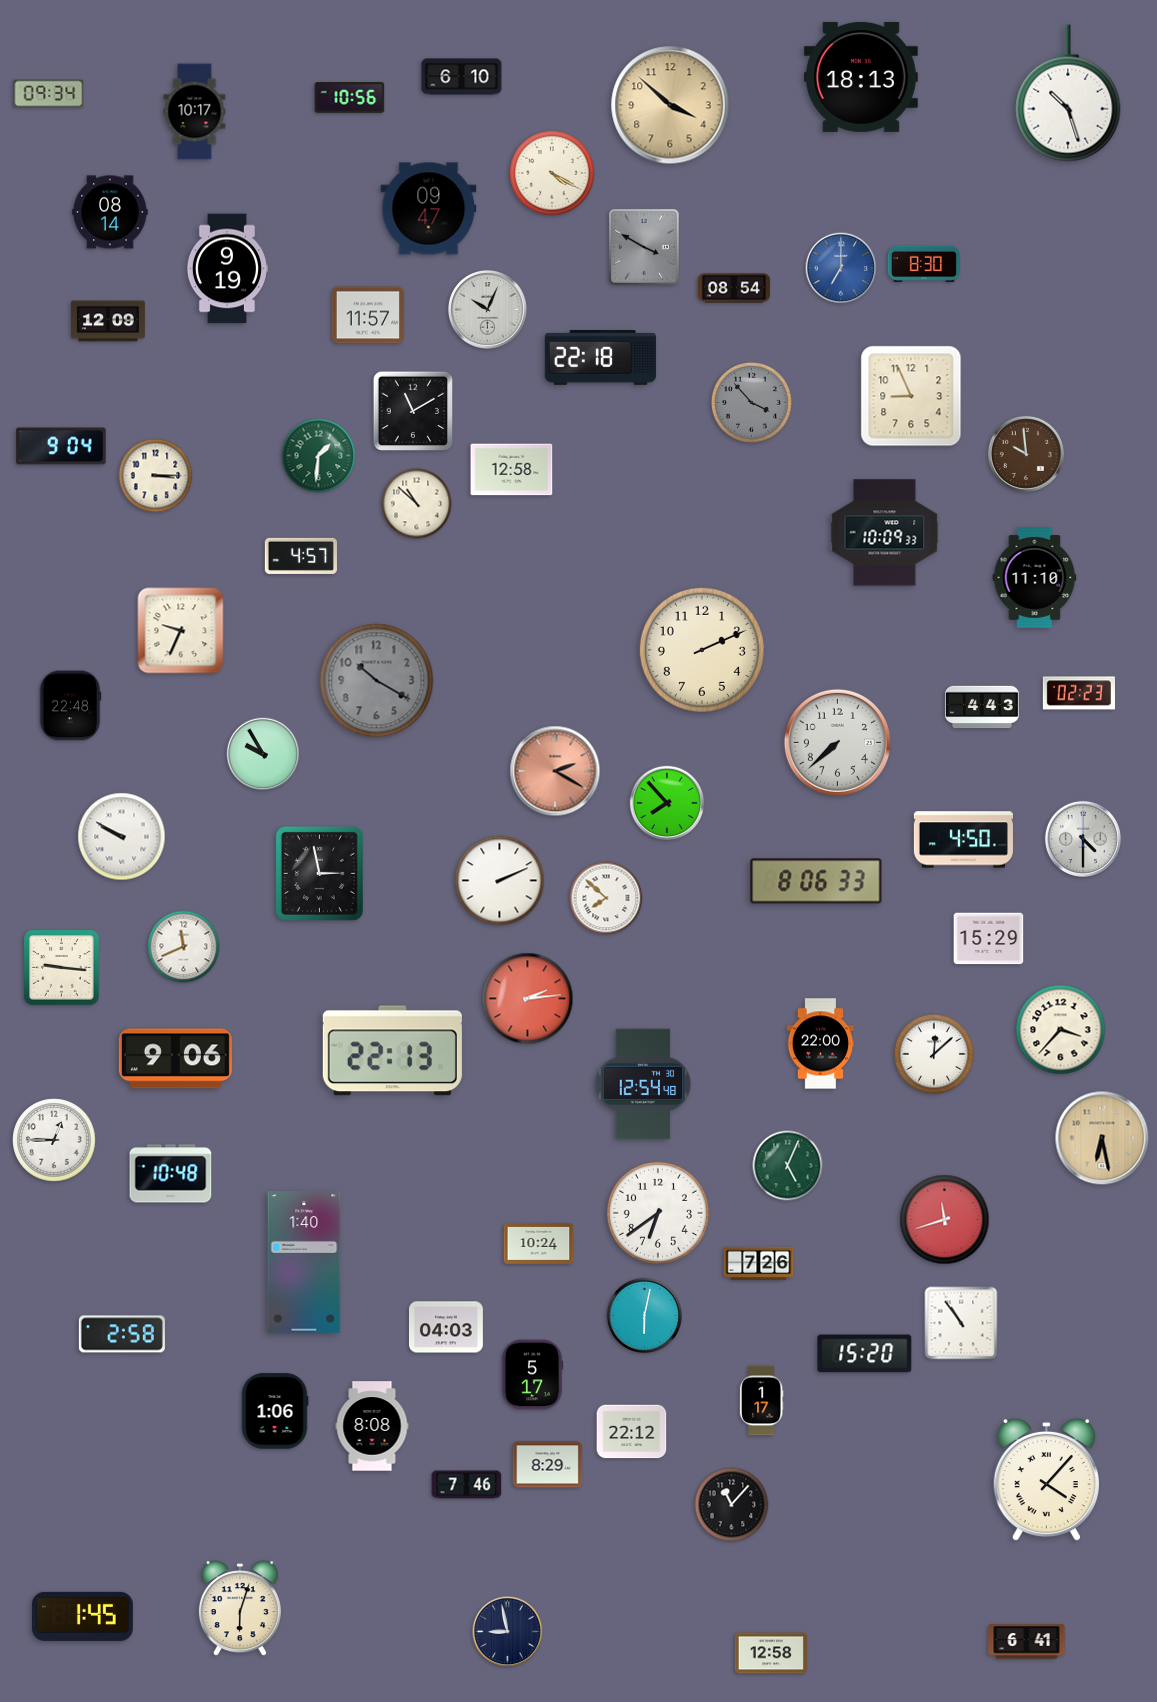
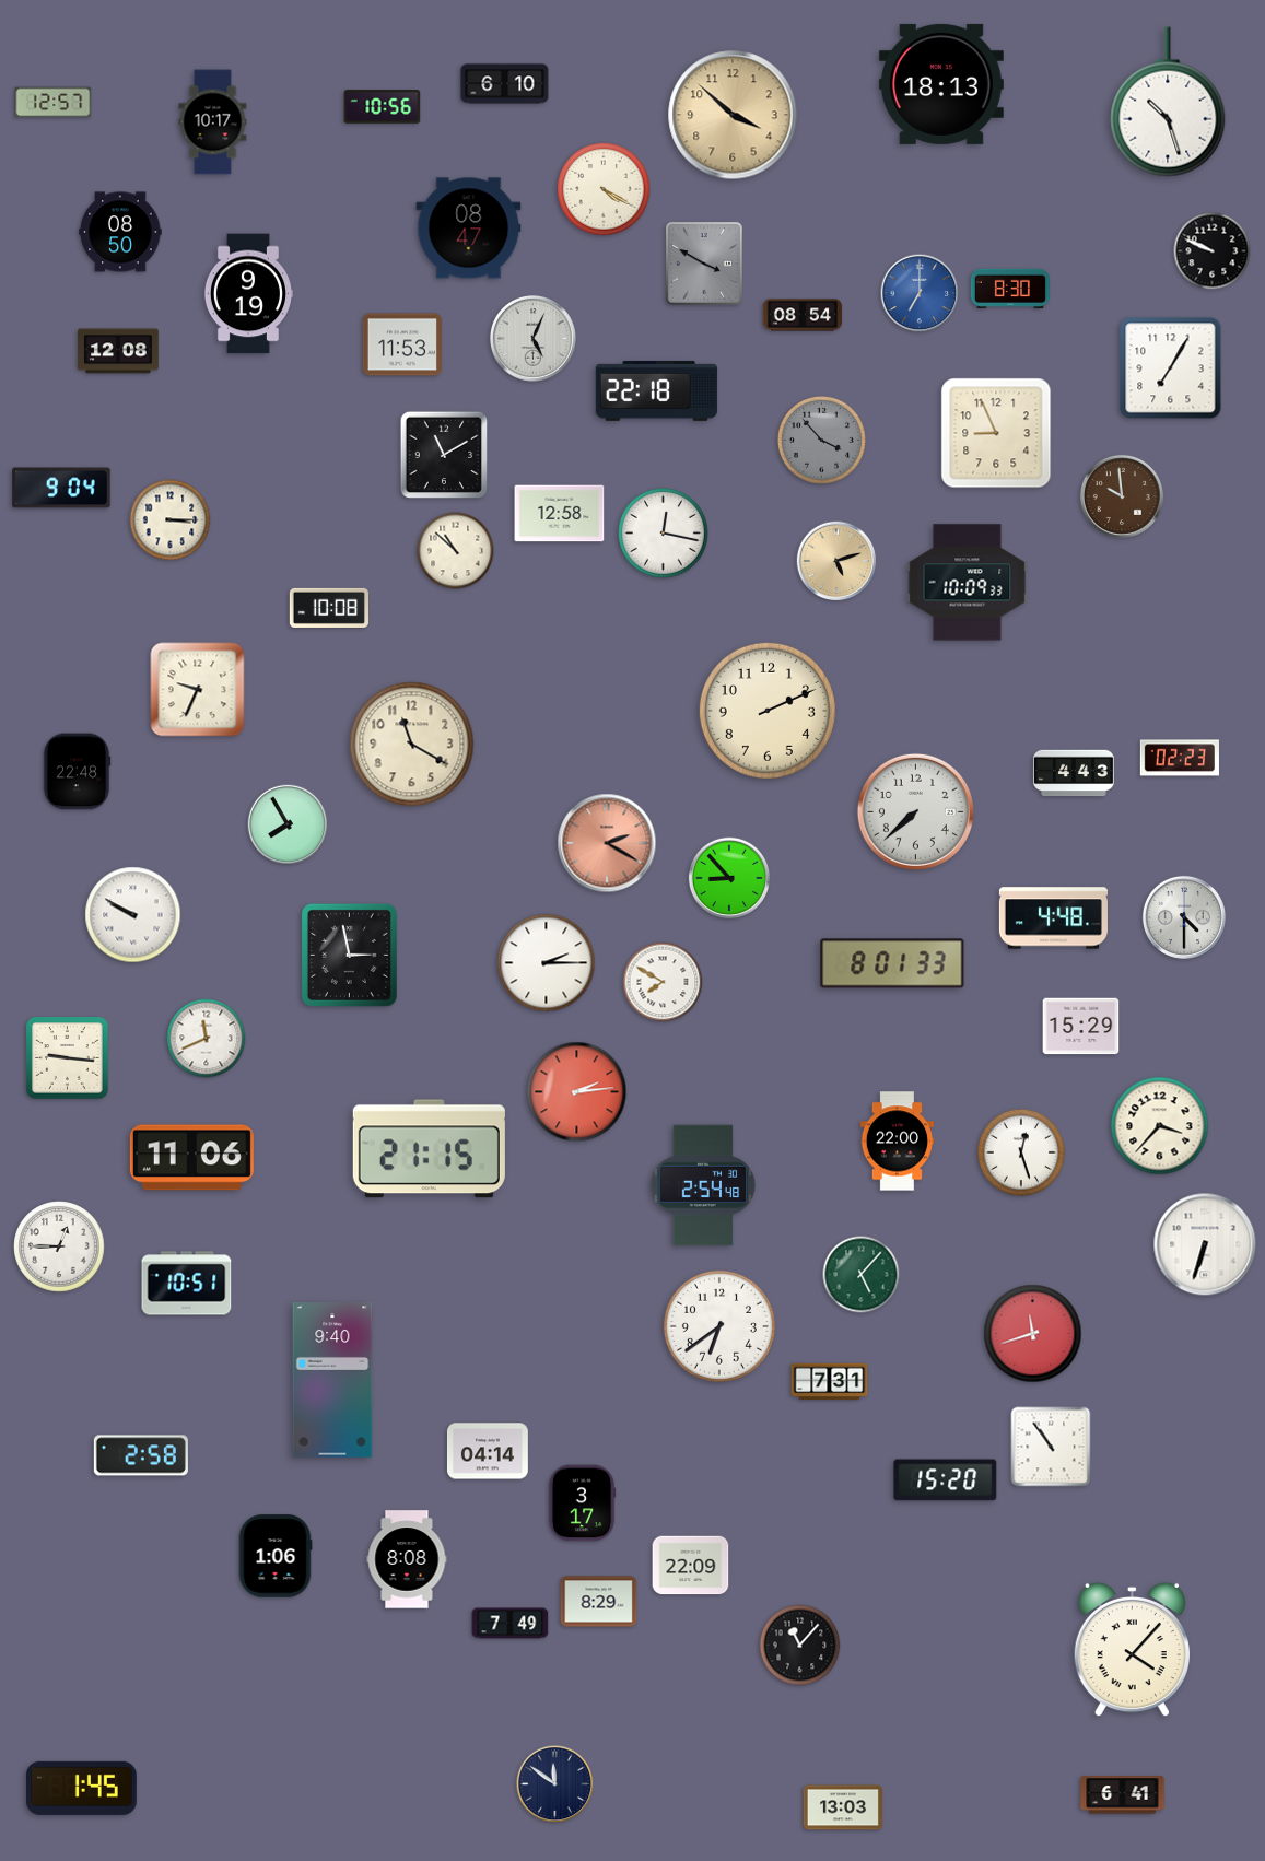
clock at (49, 94): 09:34 -> 12:57
clock at (429, 209): 09:47 -> 08:47
clock at (110, 212): 08:14 -> 08:50
clock at (1213, 251): none -> 9:49
clock at (644, 247) position: (644, 247) -> (704, 264)
clock at (487, 310): 10:04 -> 5:04
clock at (368, 315): 11:57 -> 11:53
clock at (109, 321): 12:09 -> 12:08
clock at (1171, 368): none -> 7:05
clock at (413, 411) position: (413, 411) -> (444, 455)
clock at (61, 446) position: (61, 446) -> (61, 488)
clock at (319, 456): 1:31 -> none
clock at (664, 534): none -> 12:17
clock at (836, 561): none -> 5:12
clock at (301, 556): 4:57 -> 10:08
clock at (1035, 578): 11:10 -> none
clock at (377, 681): 10:20 -> 11:20
clock at (377, 681) dial: grey -> cream
clock at (263, 754): 9:55 -> 7:55
clock at (666, 802): 7:53 -> 8:53
clock at (963, 840): 4:50 -> 4:48
clock at (500, 881): 2:11 -> 2:15
clock at (816, 881): 8:06 -> 8:01
clock at (606, 898): 7:52 -> 7:50
clock at (184, 947) position: (184, 947) -> (207, 1039)
clock at (392, 1051): 22:13 -> 21:15
clock at (934, 1054): 12:08 -> 12:27
clock at (175, 1059): 9:06 -> 11:06
clock at (643, 1084): 12:54 -> 2:54
clock at (1102, 1138): 6:28 -> 6:33
clock at (1102, 1138) dial: champagne -> white
clock at (788, 1166): 5:04 -> 5:07
clock at (171, 1174): 10:48 -> 10:51
clock at (539, 1243): 10:24 -> none
clock at (304, 1262): 1:40 -> 9:40
clock at (759, 1264): 7:26 -> 7:31
clock at (644, 1315): 6:02 -> none
clock at (446, 1327): 04:03 -> 04:14
clock at (122, 1334) position: (122, 1334) -> (141, 1455)
clock at (532, 1375): 5:17 -> 3:17
clock at (761, 1401): 1:17 -> none
clock at (275, 1411) position: (275, 1411) -> (276, 1556)
clock at (632, 1432): 22:12 -> 22:09
clock at (1046, 1480) position: (1046, 1480) -> (1132, 1650)
clock at (467, 1485): 7:46 -> 7:49
clock at (240, 1609): 6:03 -> none
clock at (82, 1616) position: (82, 1616) -> (81, 1788)
clock at (508, 1632): 8:58 -> 11:51
clock at (770, 1653): 12:58 -> 13:03
